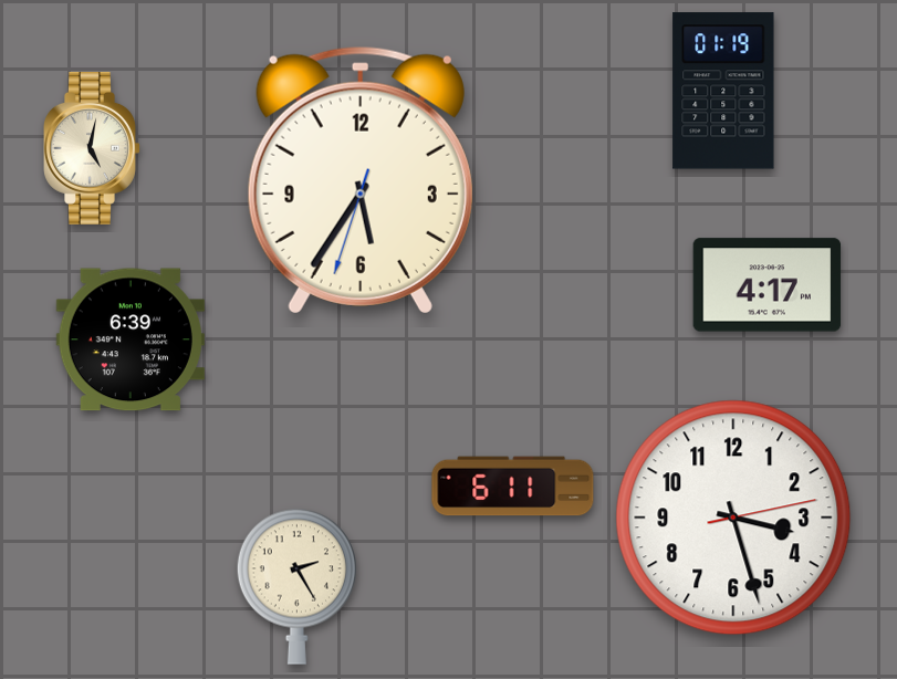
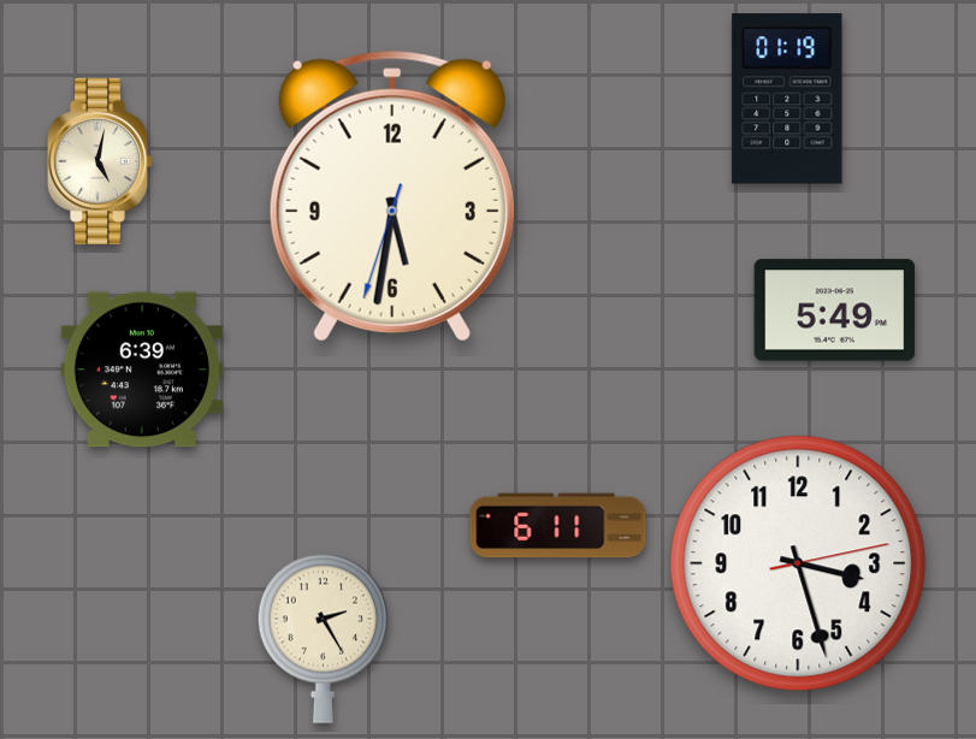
clock at (361, 180): 5:35 -> 5:31
clock at (768, 285): 4:17 -> 5:49
clock at (513, 487) position: (513, 487) -> (558, 526)
